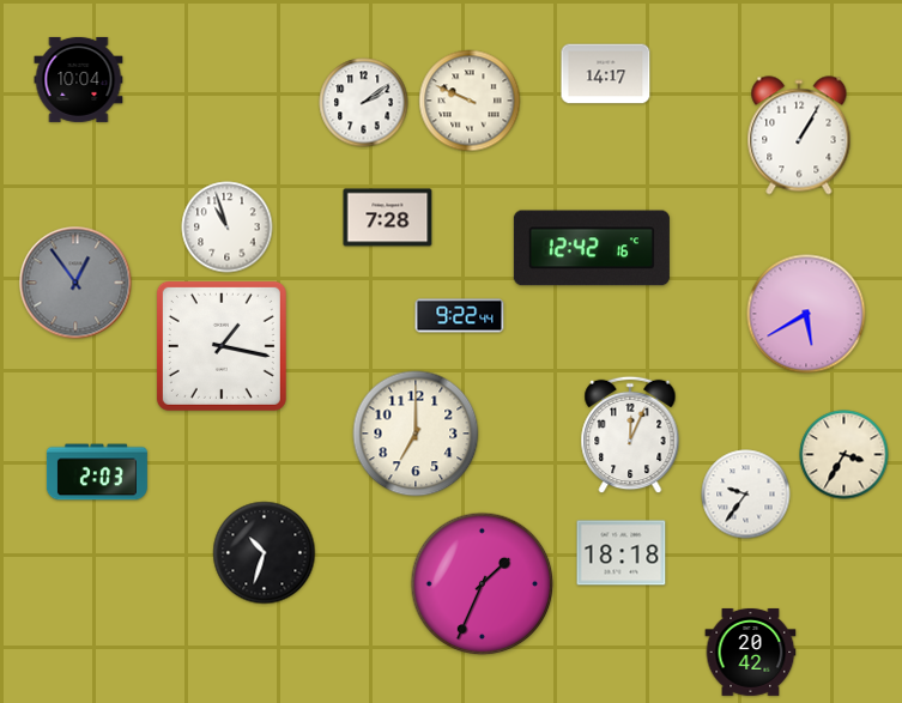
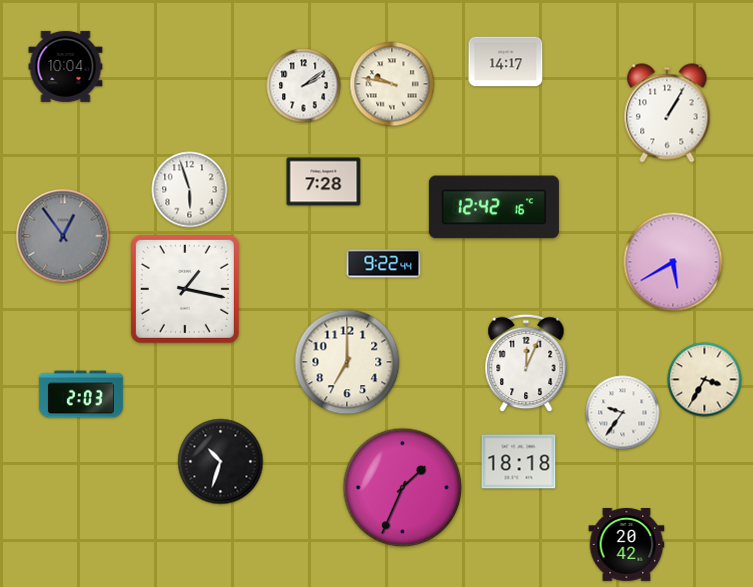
clock at (470, 101): 9:49 -> 9:47
clock at (228, 228): 10:57 -> 5:57
